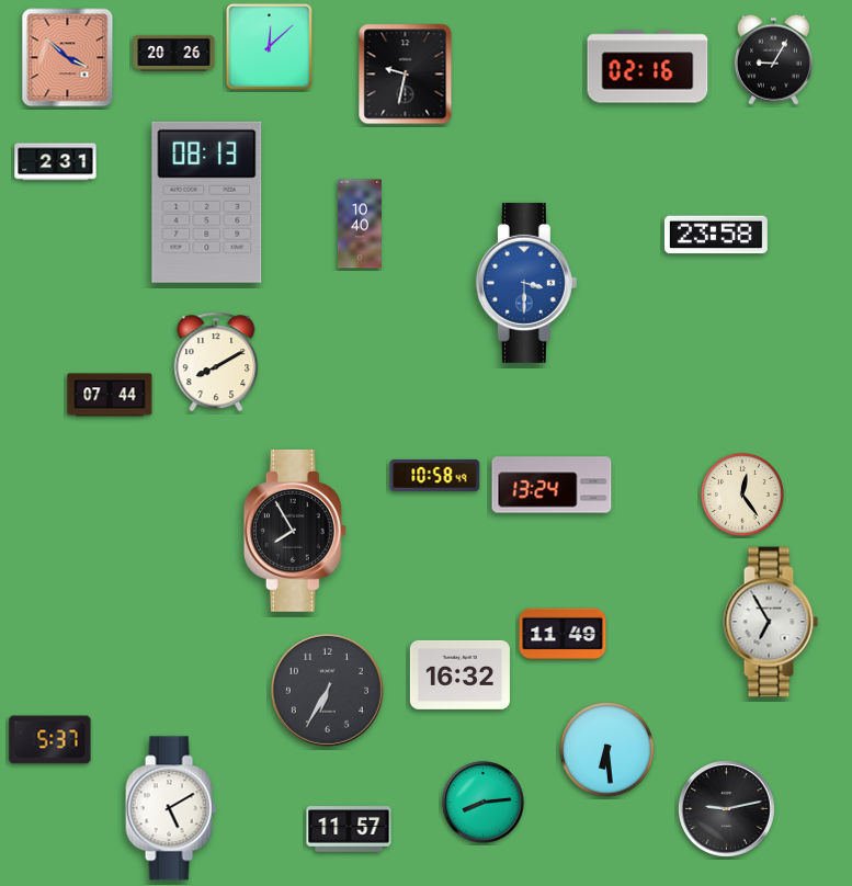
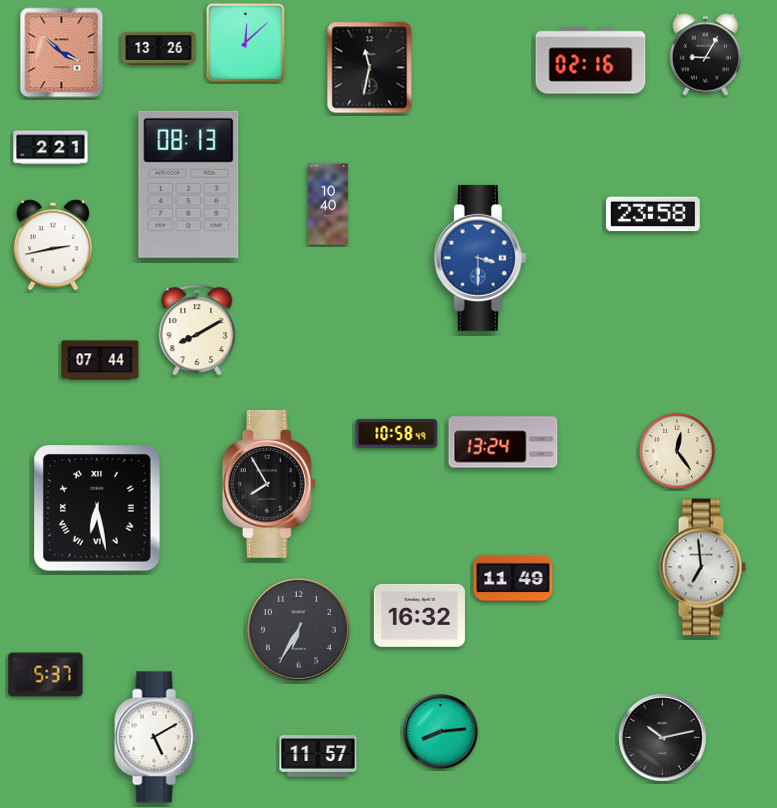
clock at (174, 53): 20:26 -> 13:26
clock at (406, 75): 9:32 -> 11:32
clock at (56, 162): 2:31 -> 2:21
clock at (53, 245): none -> 2:43
clock at (98, 509): none -> 6:28
clock at (771, 622): 6:55 -> 6:59
clock at (607, 750): 6:29 -> none
clock at (727, 809): 9:13 -> 10:13
